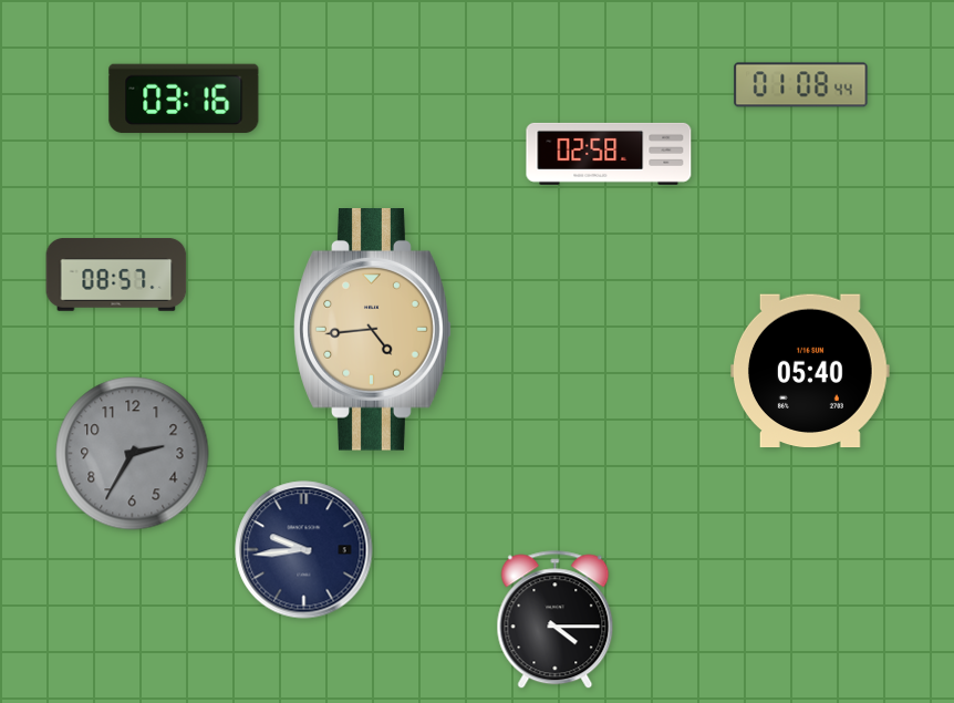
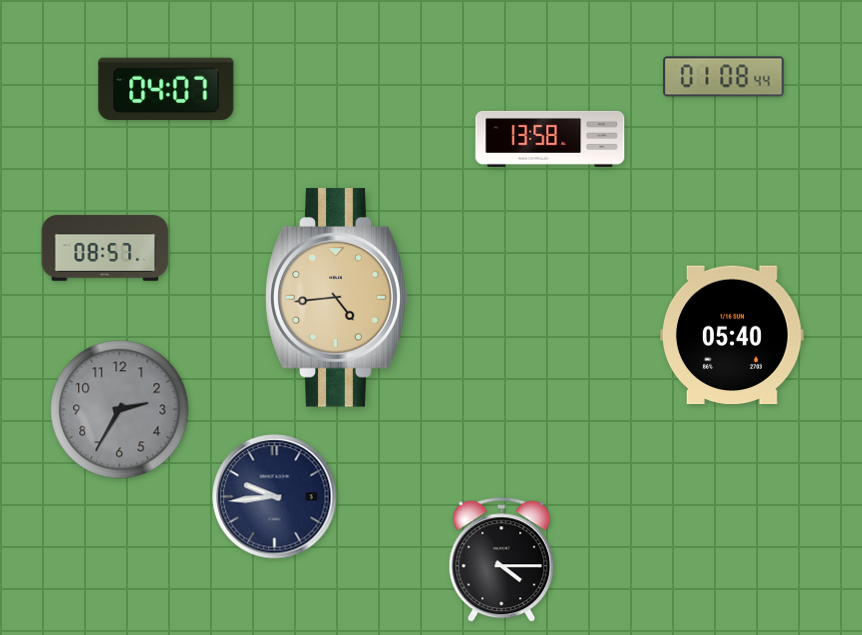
clock at (184, 99): 03:16 -> 04:07
clock at (609, 154): 02:58 -> 13:58
